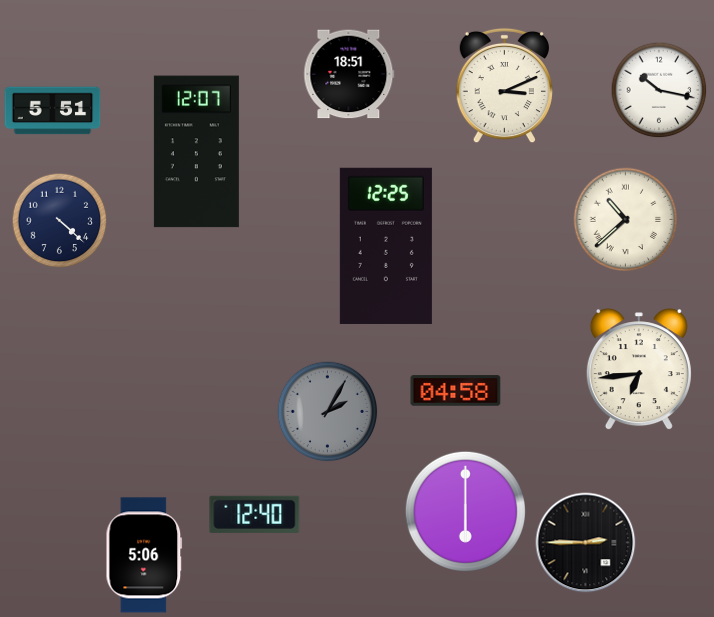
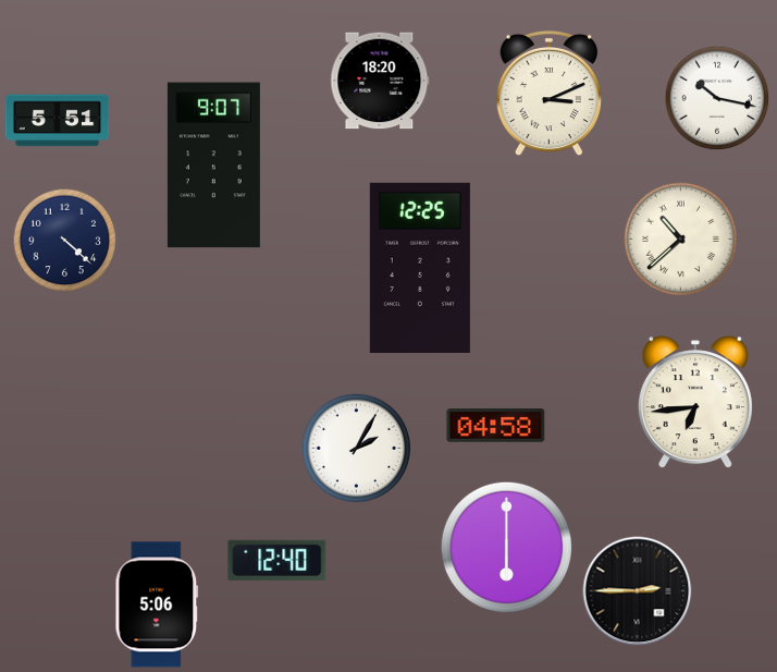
clock at (349, 74): 18:51 -> 18:20
clock at (196, 152): 12:07 -> 9:07
clock at (328, 412) dial: grey -> white
clock at (465, 511) position: (465, 511) -> (506, 547)
